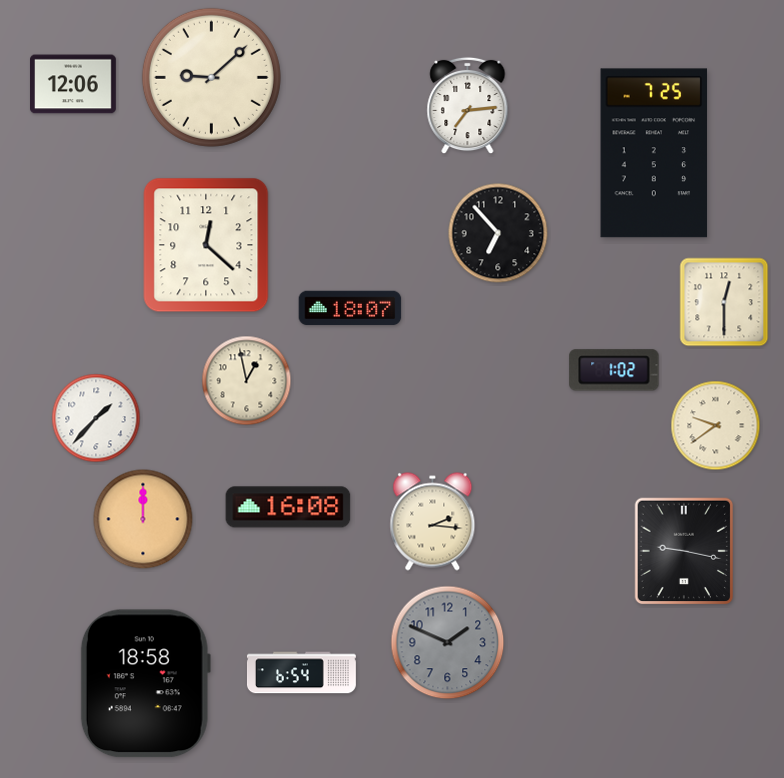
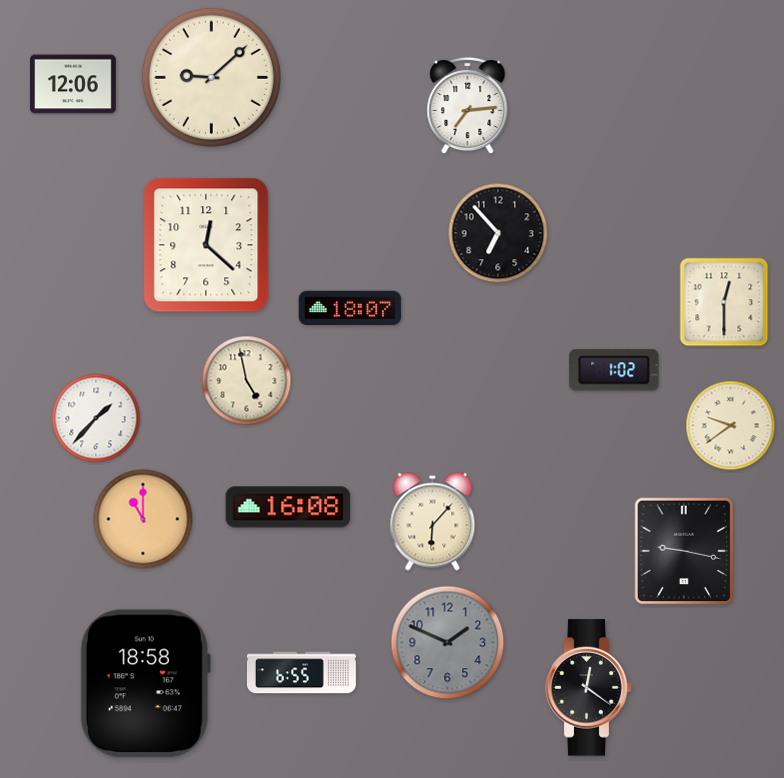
clock at (654, 153): 7:25 -> none
clock at (247, 381): 12:58 -> 4:58
clock at (716, 426) position: (716, 426) -> (731, 426)
clock at (143, 519): 12:00 -> 11:00
clock at (433, 522): 2:16 -> 6:07
clock at (301, 673): 6:54 -> 6:55
clock at (589, 688): none -> 12:21
